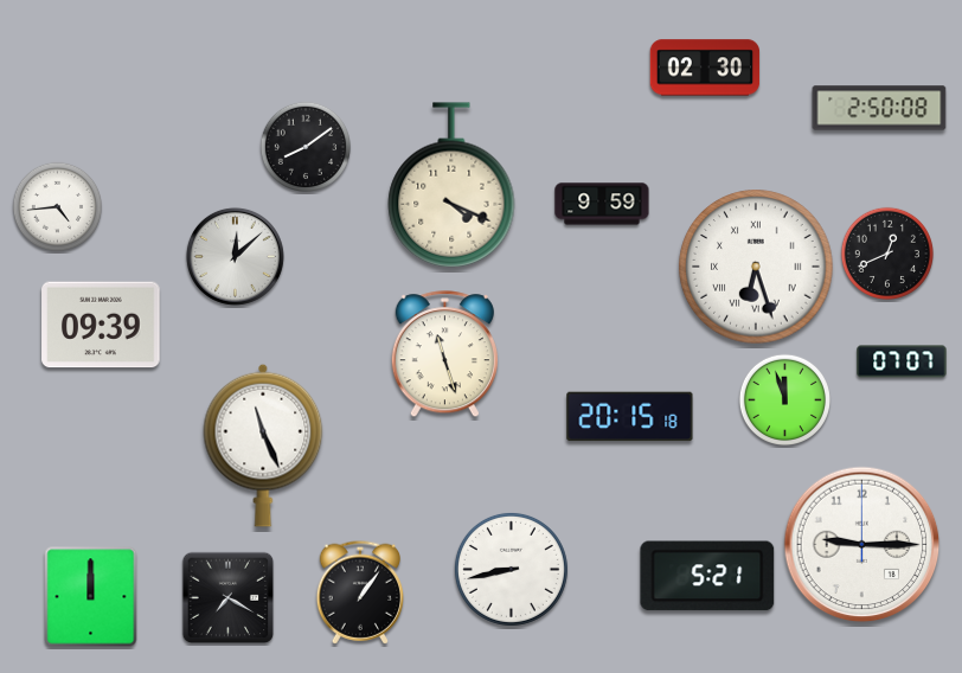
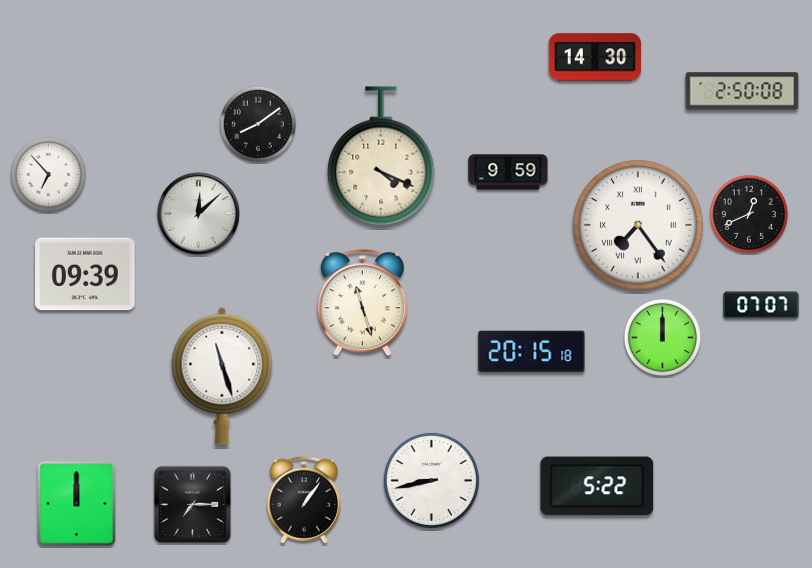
clock at (705, 68): 02:30 -> 14:30
clock at (57, 206): 4:44 -> 6:53
clock at (235, 256) position: (235, 256) -> (198, 213)
clock at (756, 267): 6:27 -> 7:24
clock at (444, 354) position: (444, 354) -> (362, 303)
clock at (784, 399): 11:57 -> 12:00
clock at (263, 446): 11:26 -> 11:27
clock at (862, 545): 9:15 -> none
clock at (707, 576): 5:21 -> 5:22
clock at (229, 598): 7:20 -> 7:15
